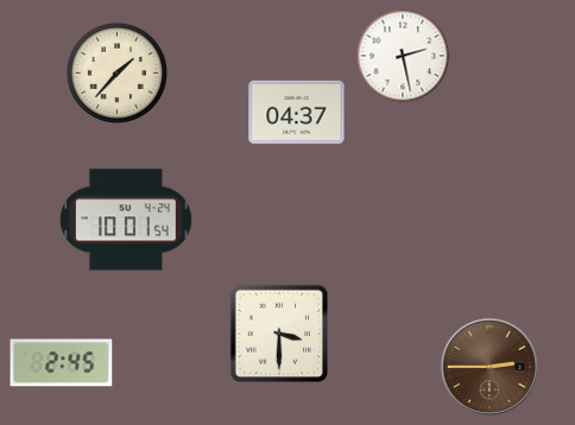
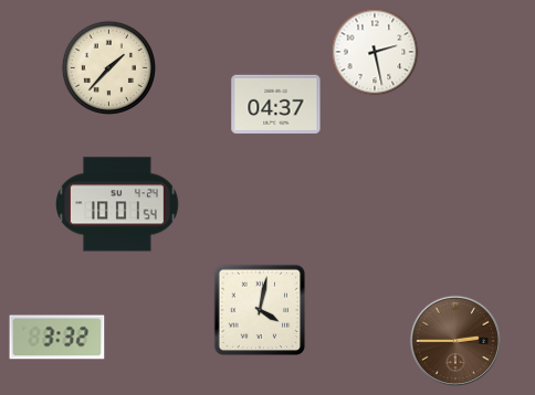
clock at (279, 334): 3:30 -> 4:02
clock at (62, 363): 2:45 -> 3:32
